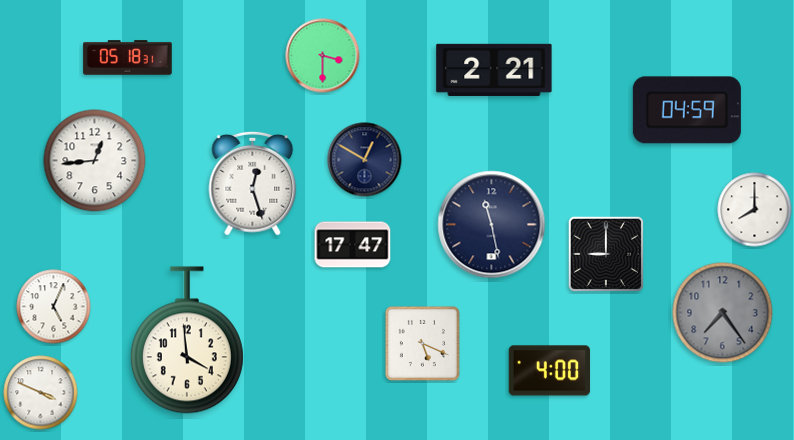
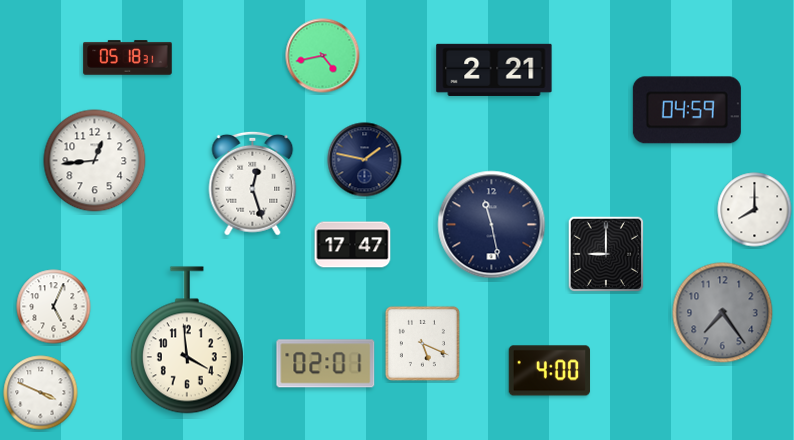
clock at (323, 56): 3:30 -> 4:43
clock at (365, 160): 12:50 -> 1:47
clock at (326, 364): none -> 02:01
